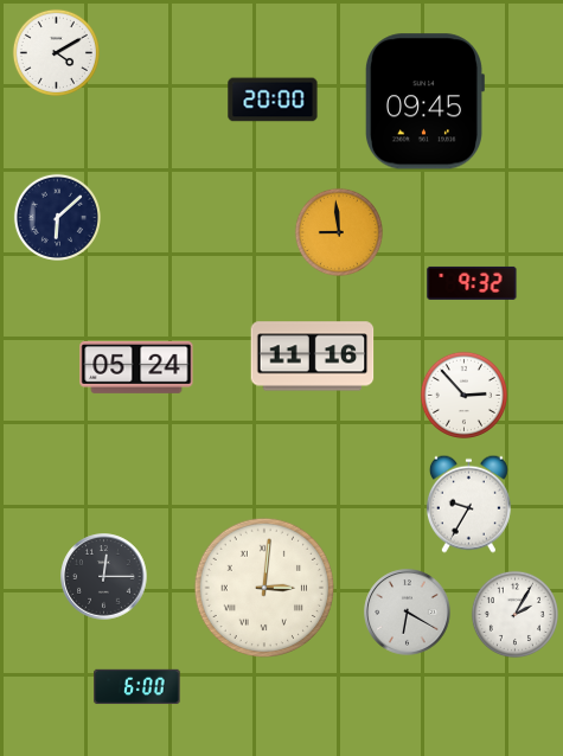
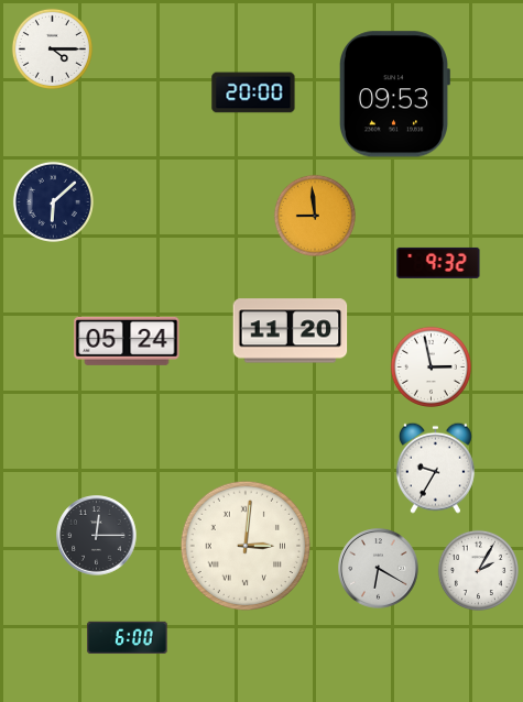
clock at (56, 52): 4:10 -> 4:15
clock at (424, 102): 09:45 -> 09:53
clock at (313, 357): 11:16 -> 11:20
clock at (463, 395): 2:53 -> 2:58
